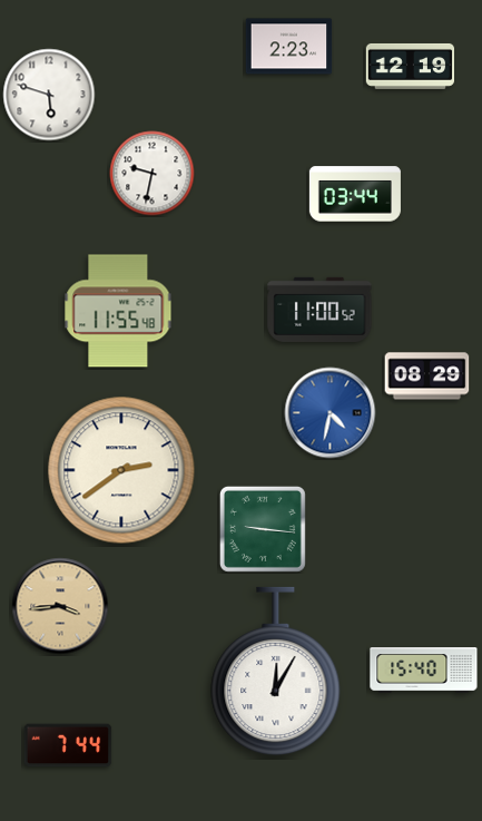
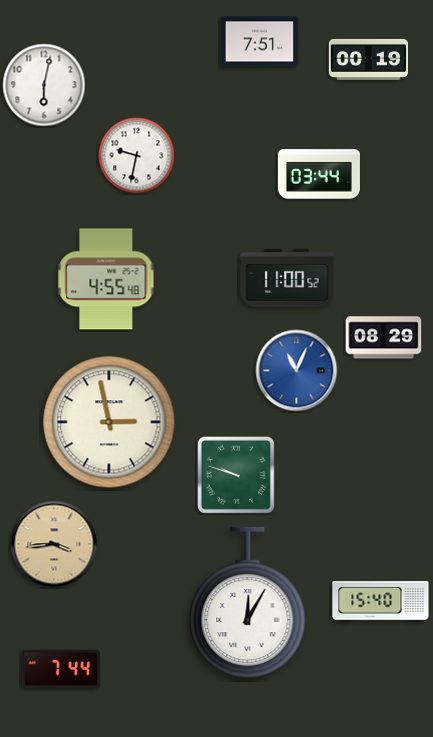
clock at (289, 47): 2:23 -> 7:51
clock at (411, 66): 12:19 -> 00:19
clock at (49, 95): 5:48 -> 6:02
clock at (118, 311): 11:55 -> 4:55
clock at (331, 413): 4:32 -> 11:04
clock at (121, 470): 2:39 -> 2:58
clock at (263, 529): 9:16 -> 9:48
